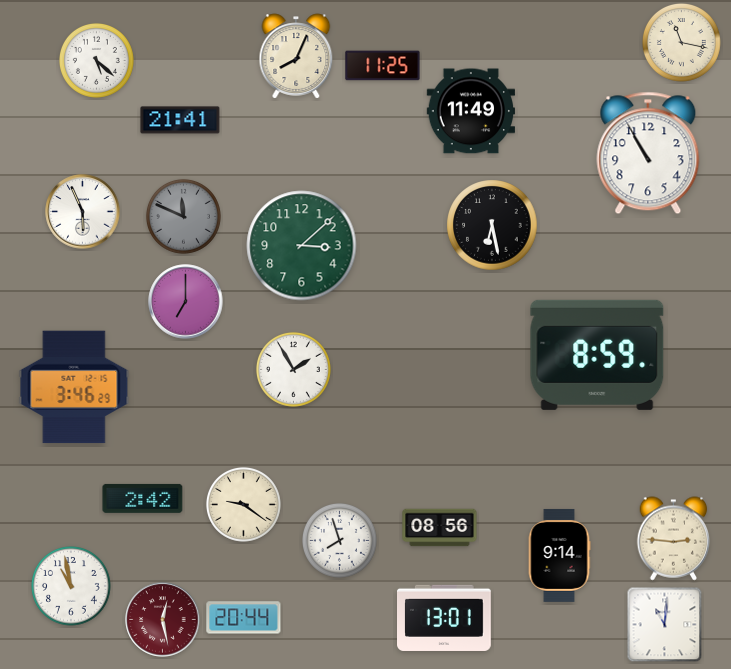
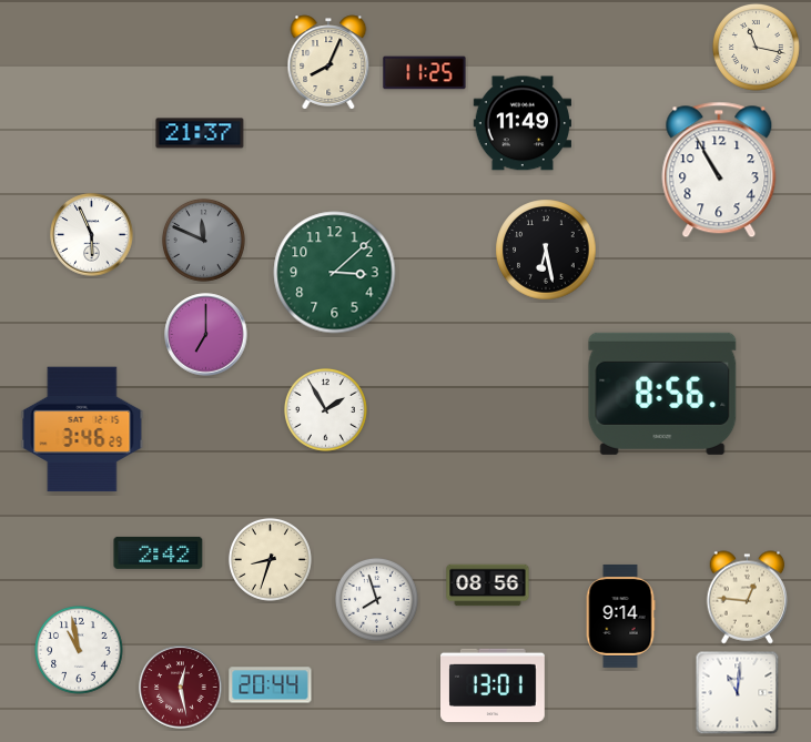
clock at (96, 60): 5:22 -> none
clock at (180, 120): 21:41 -> 21:37
clock at (597, 355): 8:59 -> 8:56
clock at (243, 504): 9:21 -> 8:33
clock at (674, 539): 2:46 -> 12:46
